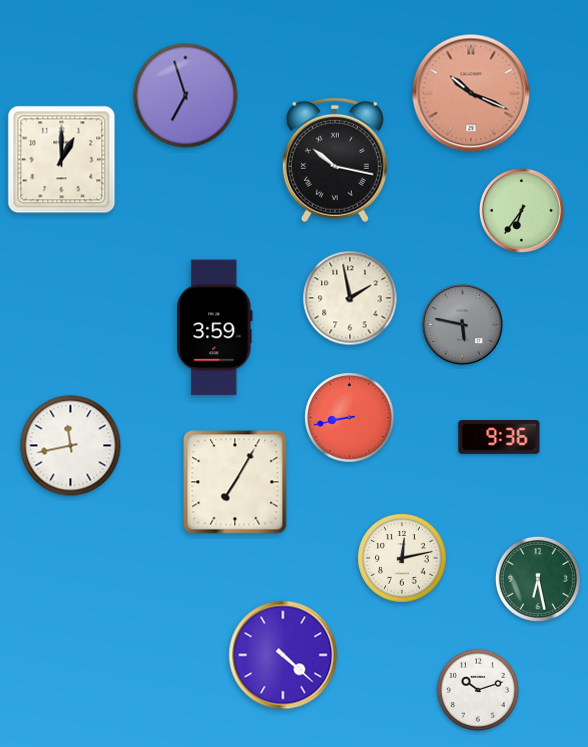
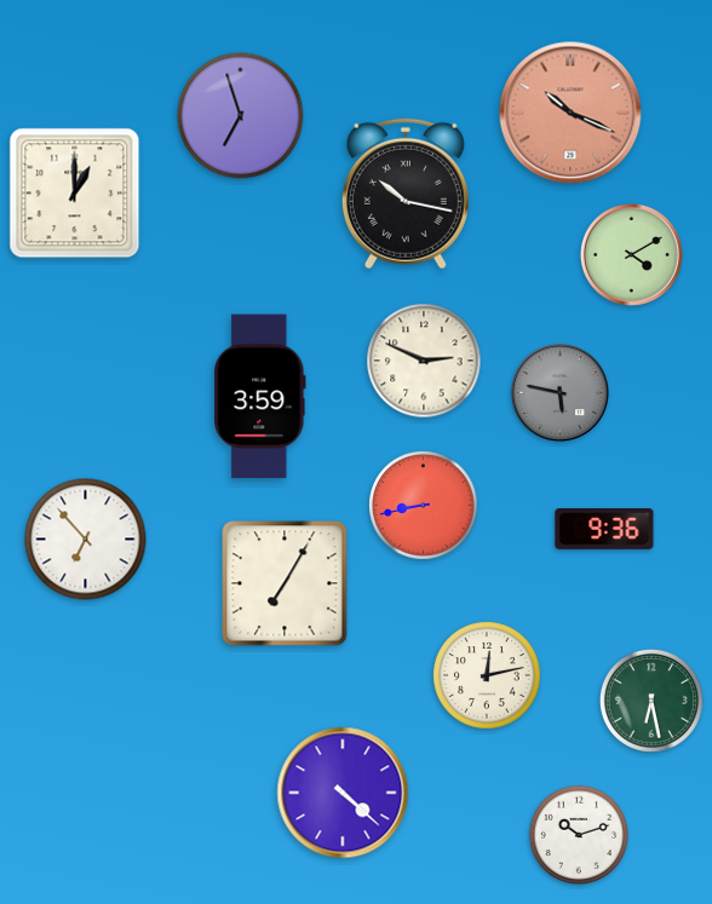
clock at (186, 96) position: (186, 96) -> (241, 116)
clock at (521, 210): 6:36 -> 4:10
clock at (350, 298): 1:58 -> 2:49
clock at (71, 446): 11:43 -> 6:53
